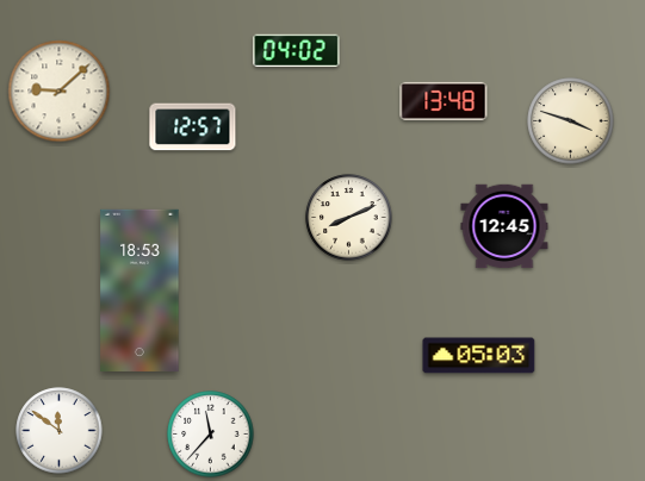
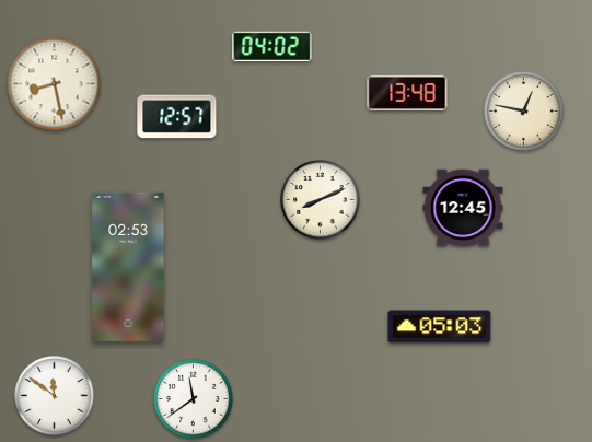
clock at (60, 92): 9:08 -> 8:28
clock at (571, 121): 3:48 -> 12:47
clock at (139, 291): 18:53 -> 02:53
clock at (211, 435): 11:37 -> 11:39
